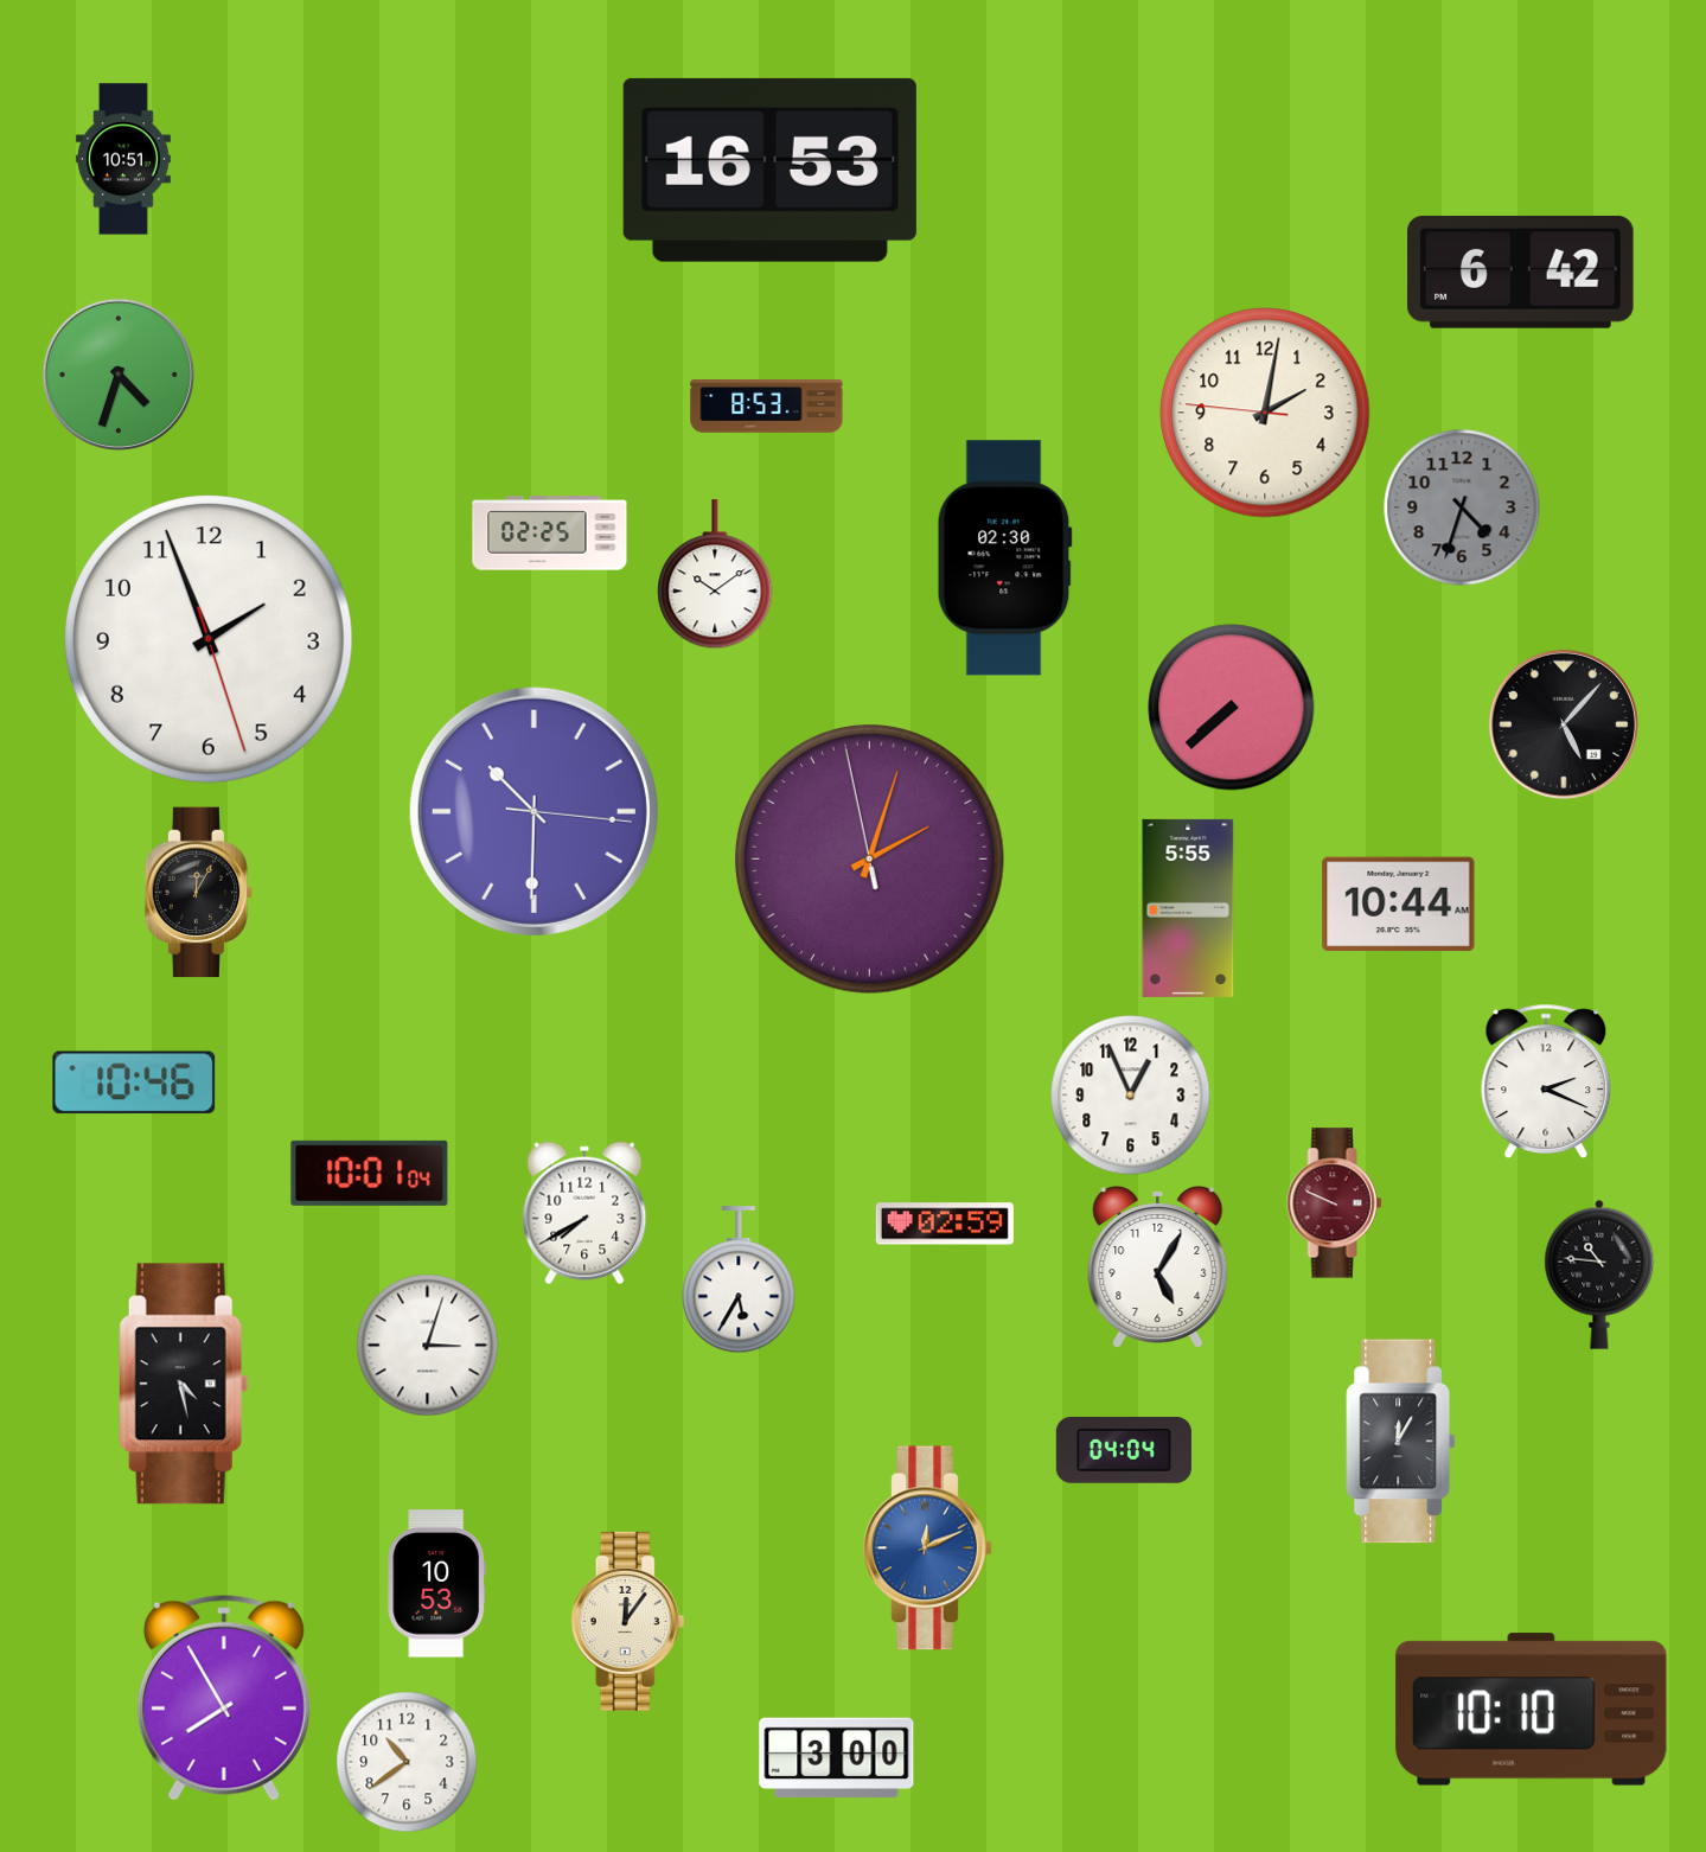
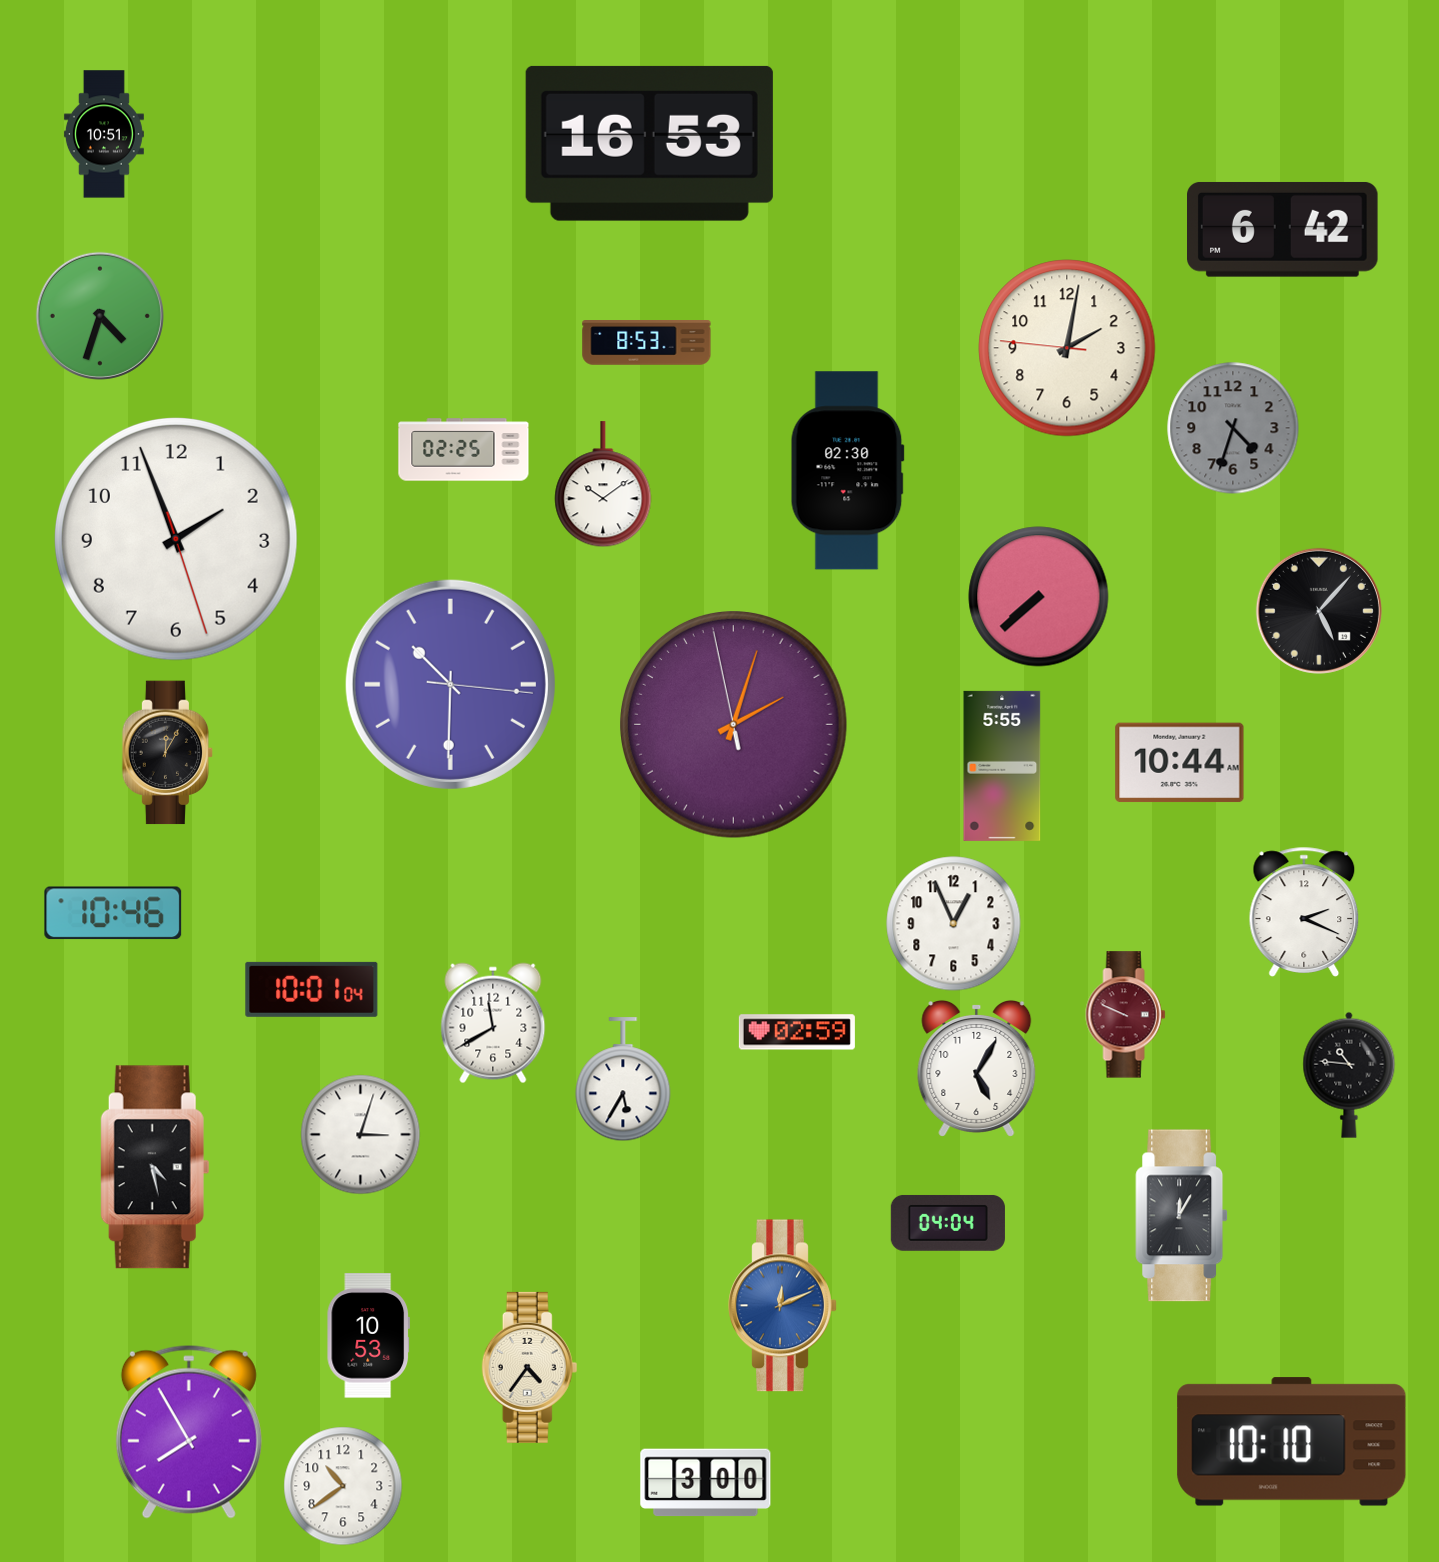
clock at (584, 1213): 7:40 -> 11:40
clock at (628, 1621): 12:06 -> 4:36
